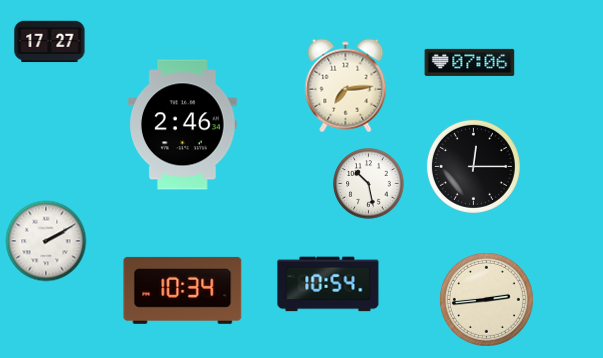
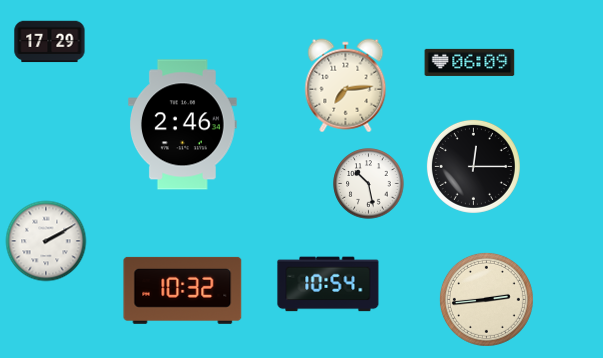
clock at (50, 42): 17:27 -> 17:29
clock at (470, 62): 07:06 -> 06:09
clock at (183, 290): 10:34 -> 10:32
